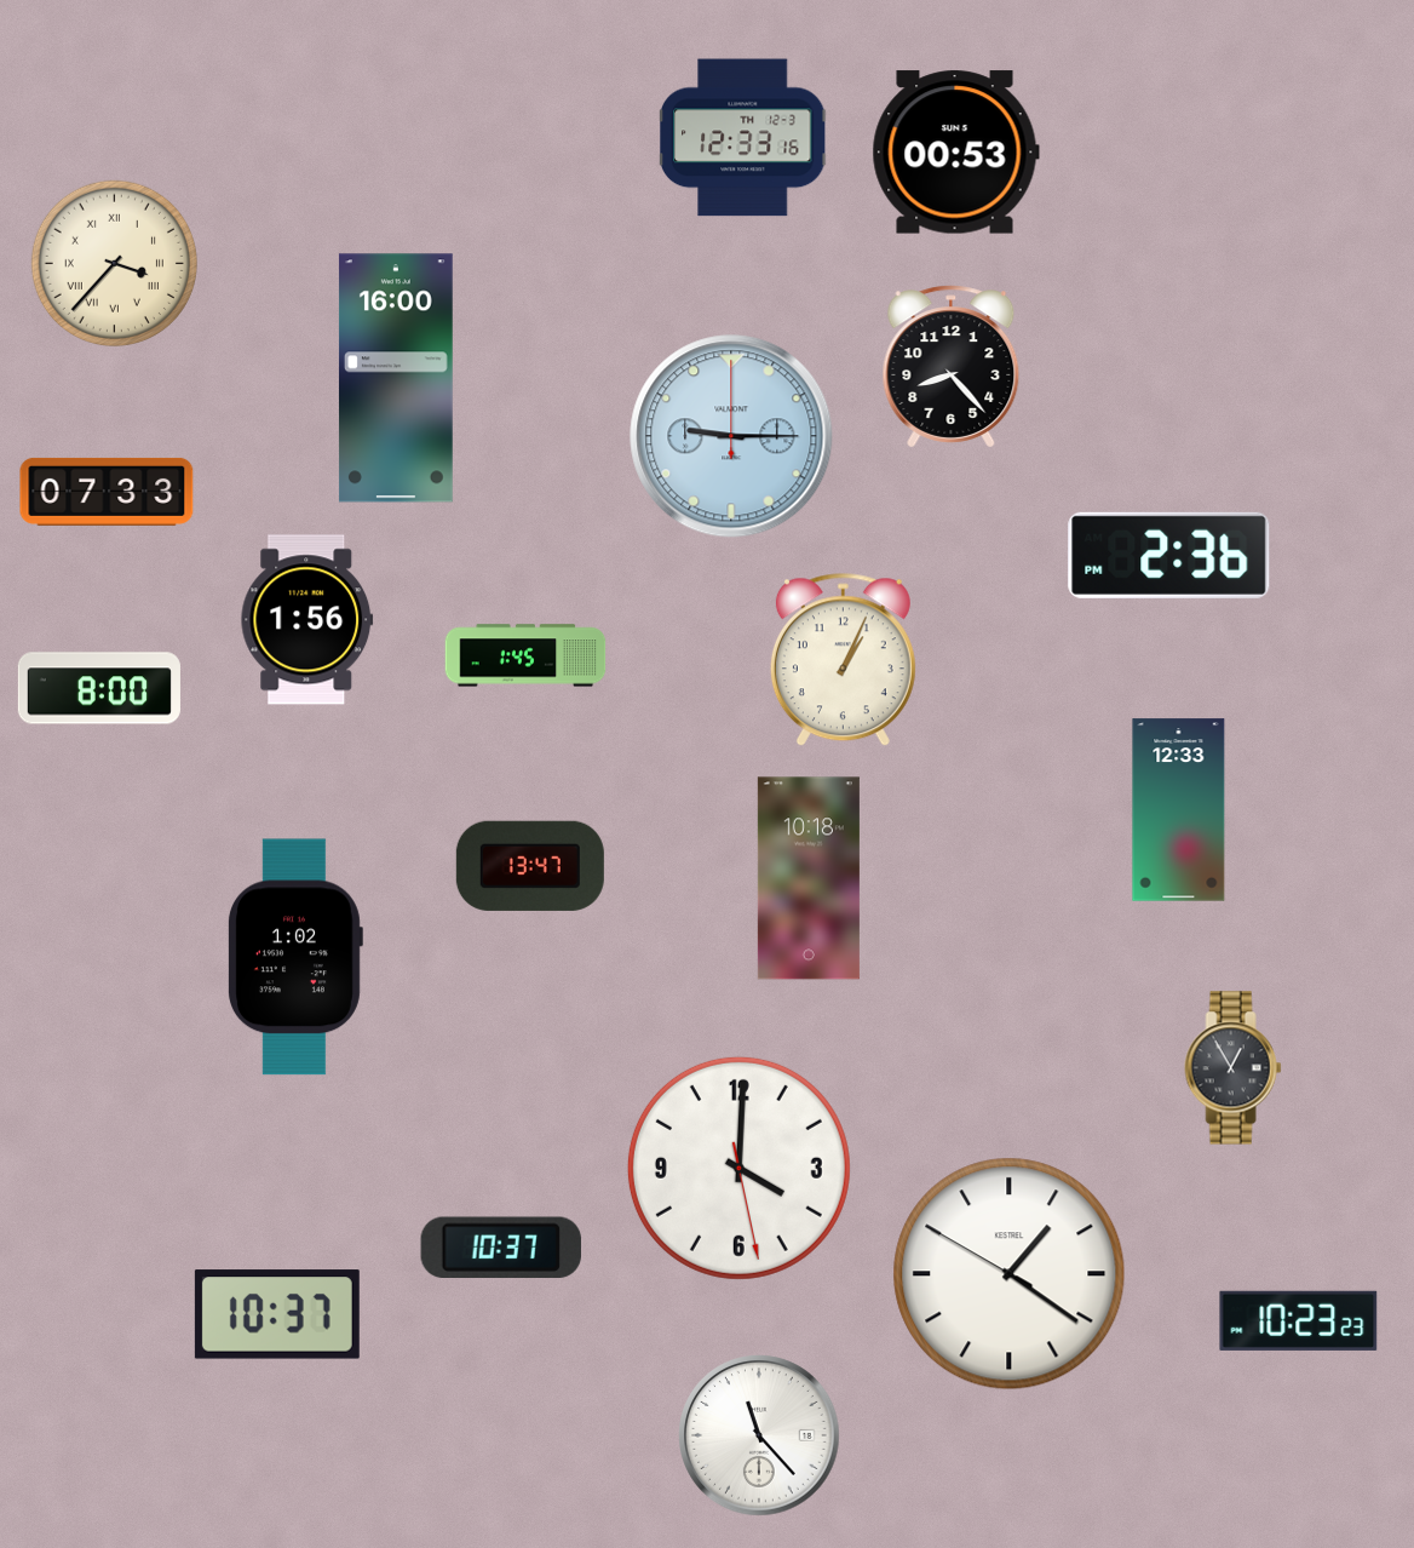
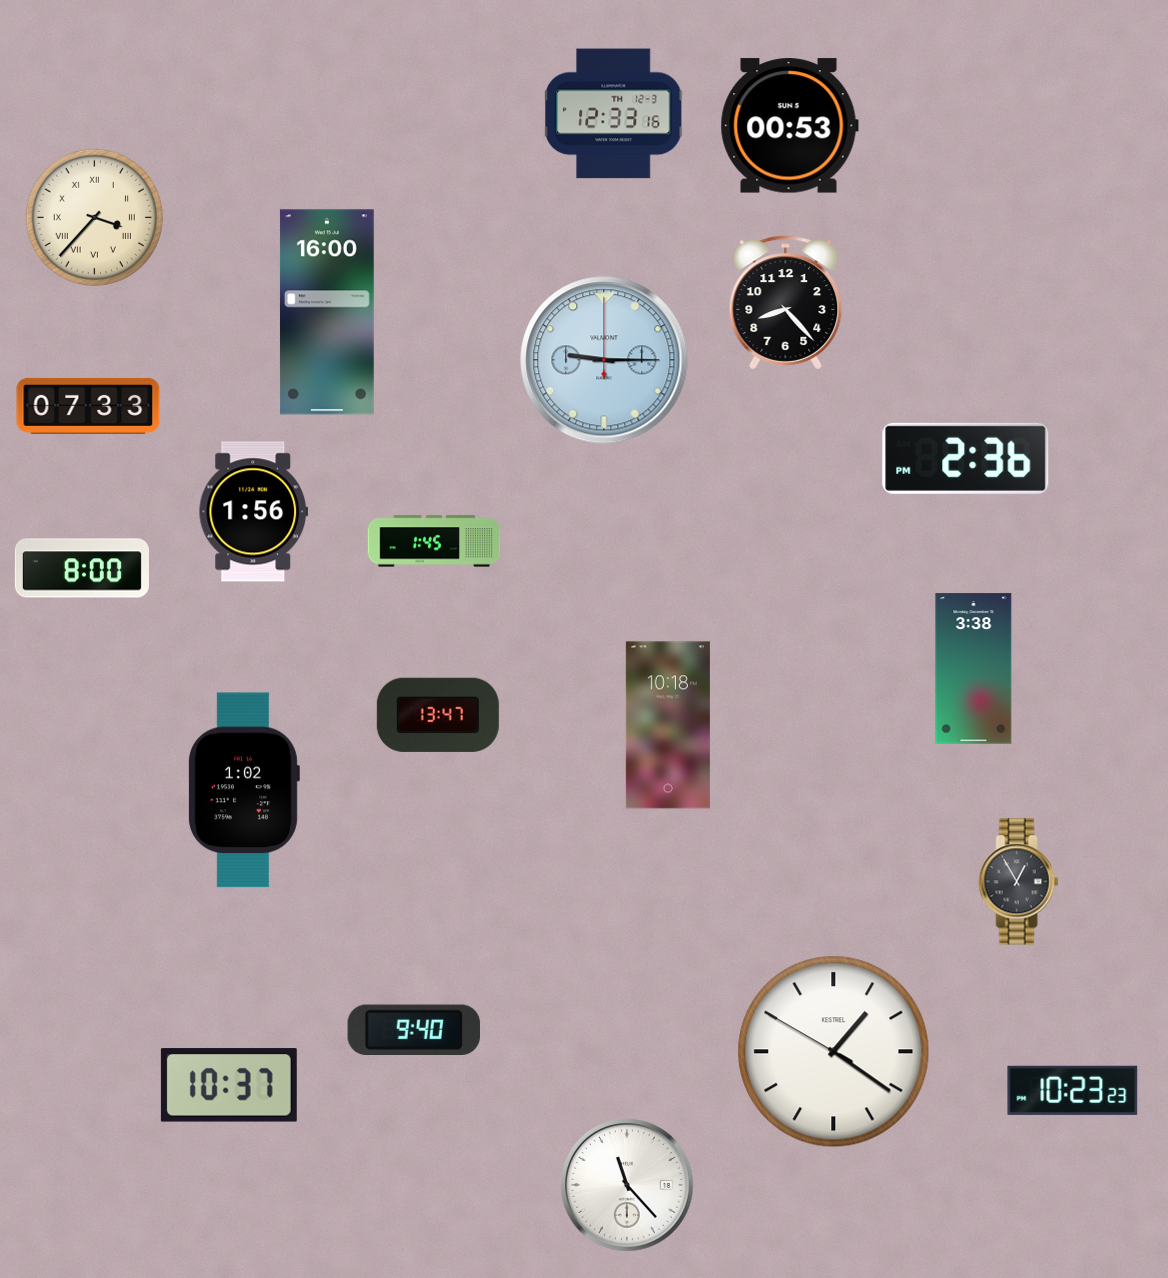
clock at (843, 660): 1:04 -> none
clock at (1179, 810): 12:33 -> 3:38
clock at (738, 1168): 4:00 -> none
clock at (501, 1246): 10:37 -> 9:40
